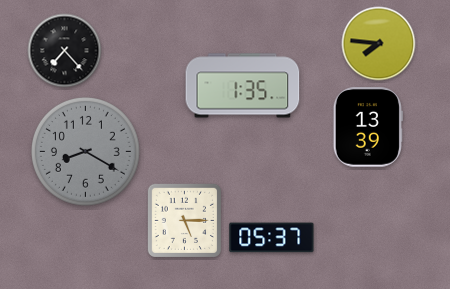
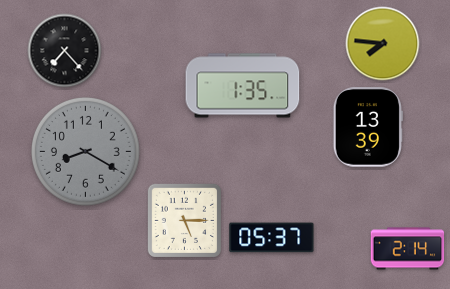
clock at (379, 44) position: (379, 44) -> (383, 44)
clock at (408, 249): none -> 2:14
